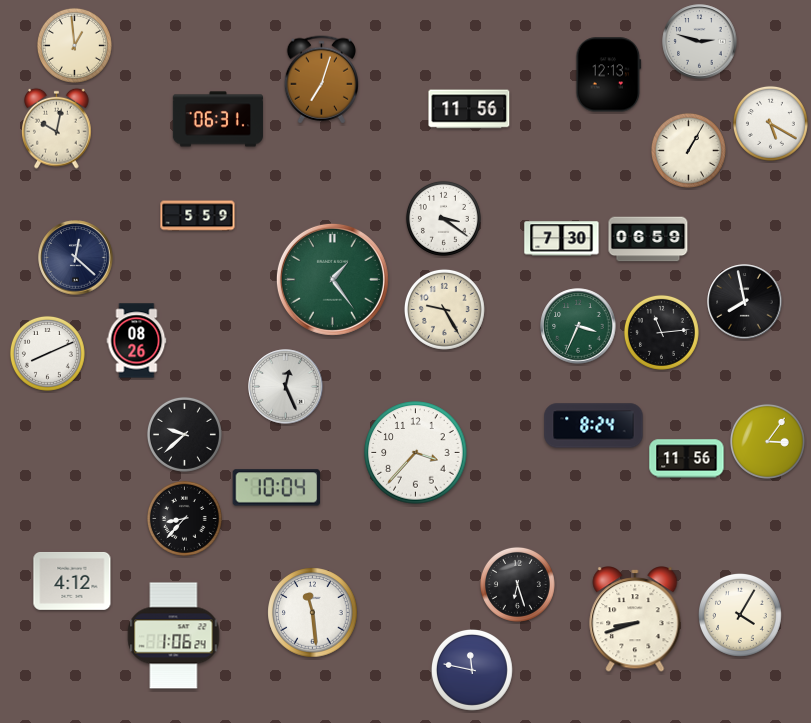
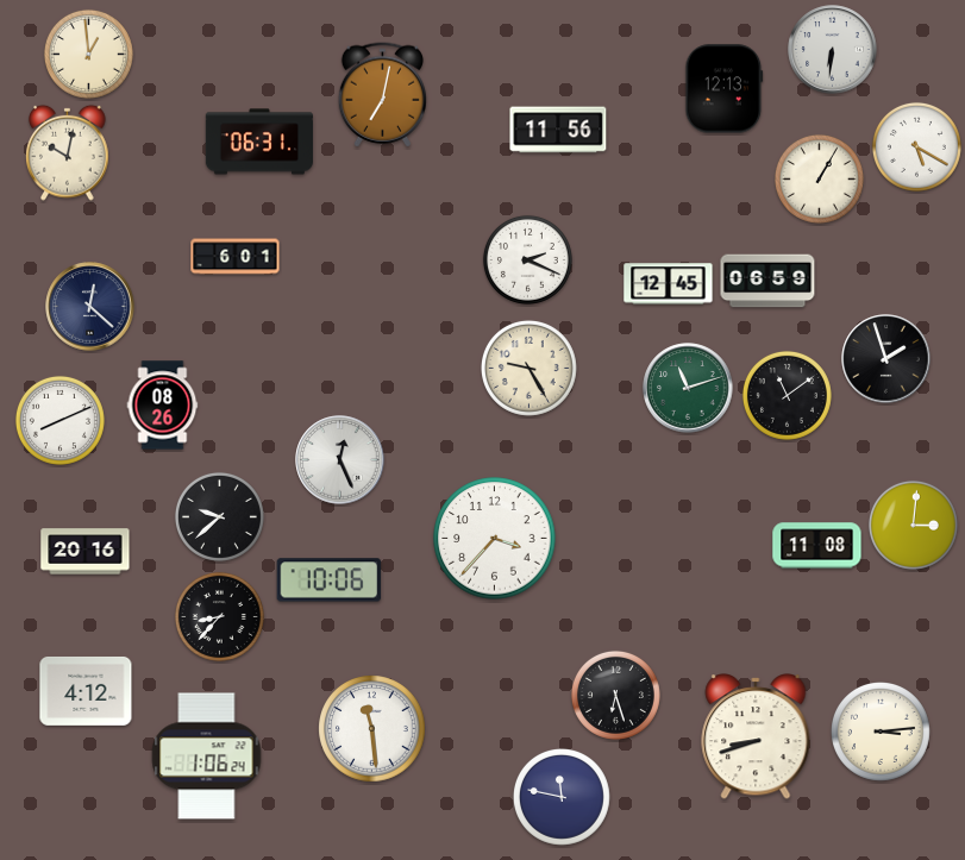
clock at (700, 42): 2:48 -> 6:31
clock at (321, 80): 7:03 -> 7:02
clock at (198, 216): 5:59 -> 6:01
clock at (443, 218): 3:21 -> 2:19
clock at (562, 239): 7:30 -> 12:45
clock at (648, 239) position: (648, 239) -> (767, 281)
clock at (332, 279): 1:24 -> none
clock at (745, 302): 7:58 -> 1:57
clock at (578, 326): 3:34 -> 11:12
clock at (661, 332): 11:14 -> 11:09
clock at (47, 353) position: (47, 353) -> (59, 420)
clock at (594, 426): 8:24 -> none
clock at (767, 441): 3:06 -> 3:01
clock at (687, 459): 11:56 -> 11:08
clock at (86, 552): none -> 20:16
clock at (277, 488): 10:04 -> 10:06
clock at (741, 616): 4:05 -> 3:14
